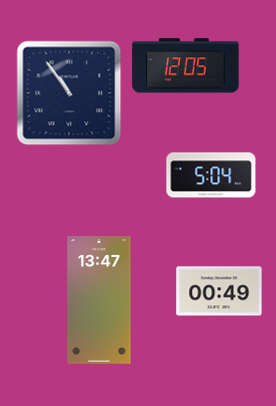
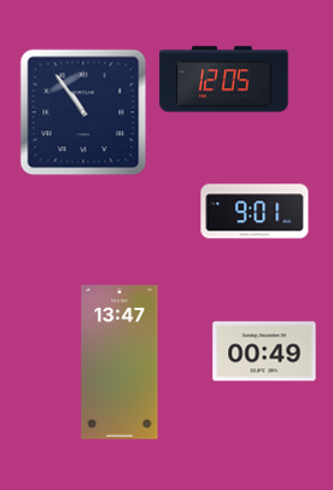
clock at (211, 175): 5:04 -> 9:01
